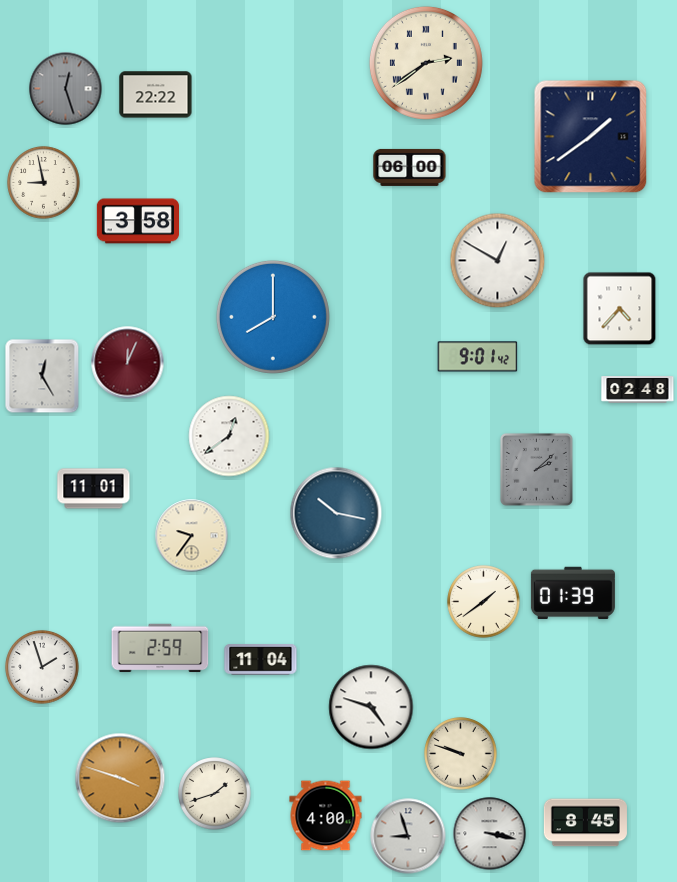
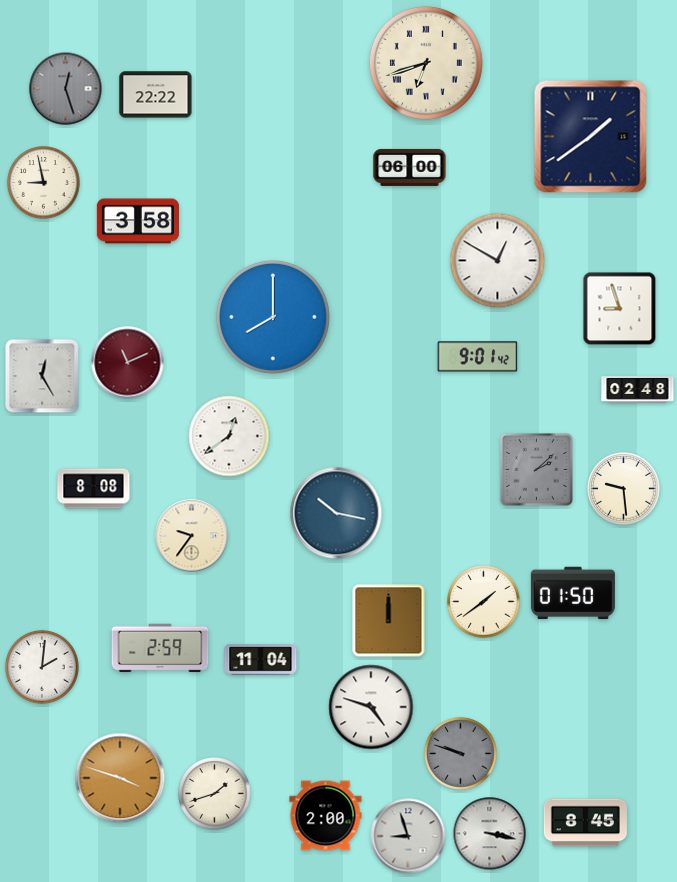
clock at (426, 63): 2:39 -> 6:42
clock at (620, 309): 4:37 -> 8:57
clock at (128, 363): 12:04 -> 11:11
clock at (94, 489): 11:01 -> 8:08
clock at (624, 489): none -> 9:29
clock at (573, 593): 01:39 -> 01:50
clock at (389, 621): none -> 12:00
clock at (42, 667): 1:57 -> 2:01
clock at (461, 754) dial: cream -> grey
clock at (326, 816): 4:00 -> 2:00
